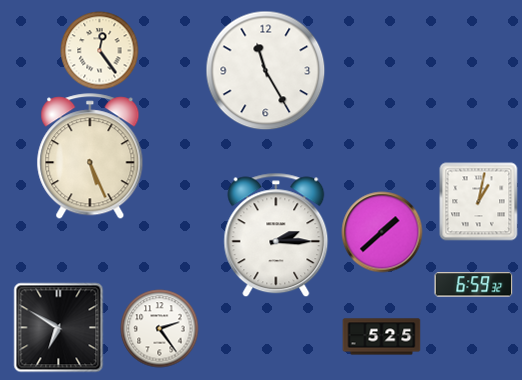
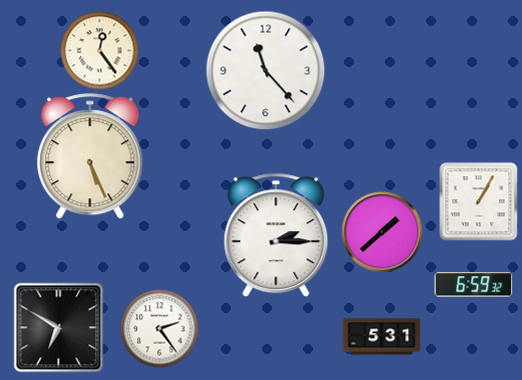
clock at (265, 70): 11:25 -> 11:23
clock at (478, 201): 1:02 -> 1:05
clock at (381, 337): 5:25 -> 5:31
